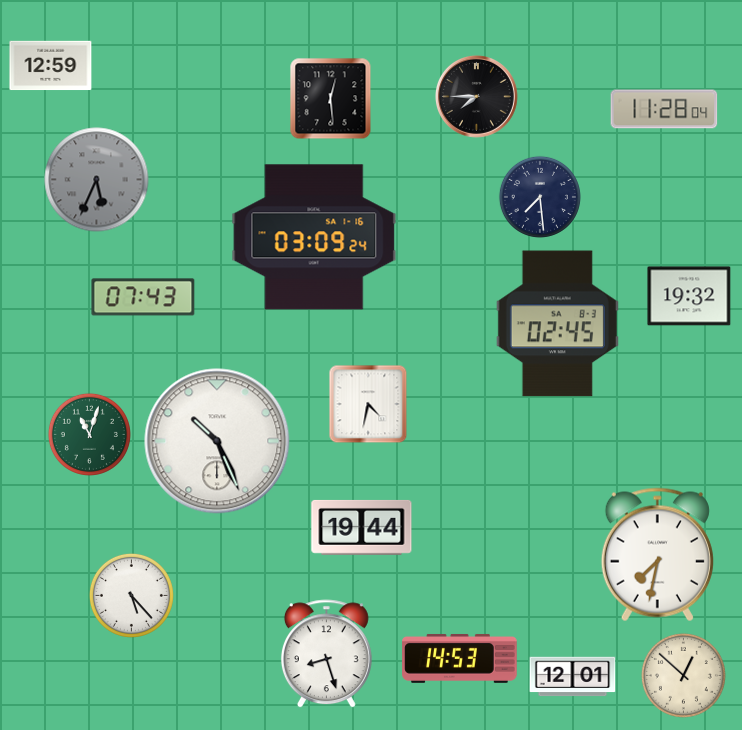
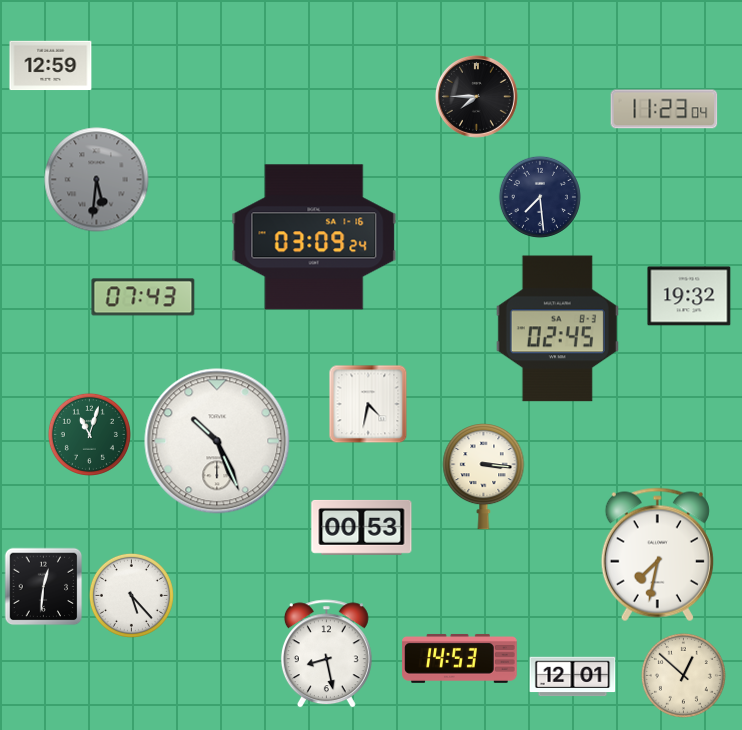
clock at (331, 99): 12:29 -> none
clock at (664, 109): 11:28 -> 11:23
clock at (97, 180): 5:34 -> 5:31
clock at (557, 324) position: (557, 324) -> (557, 329)
clock at (484, 477): none -> 3:16
clock at (362, 527): 19:44 -> 00:53
clock at (44, 587): none -> 12:31
clock at (326, 654): 8:27 -> 8:28
